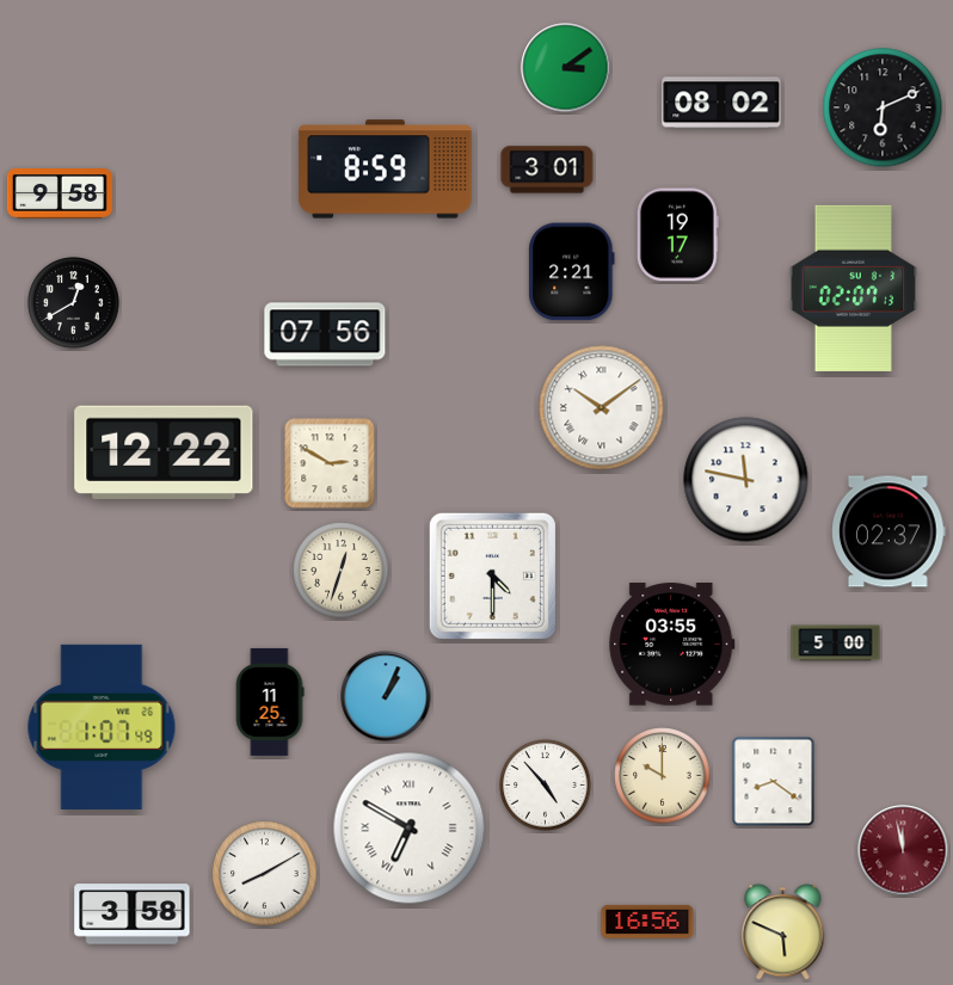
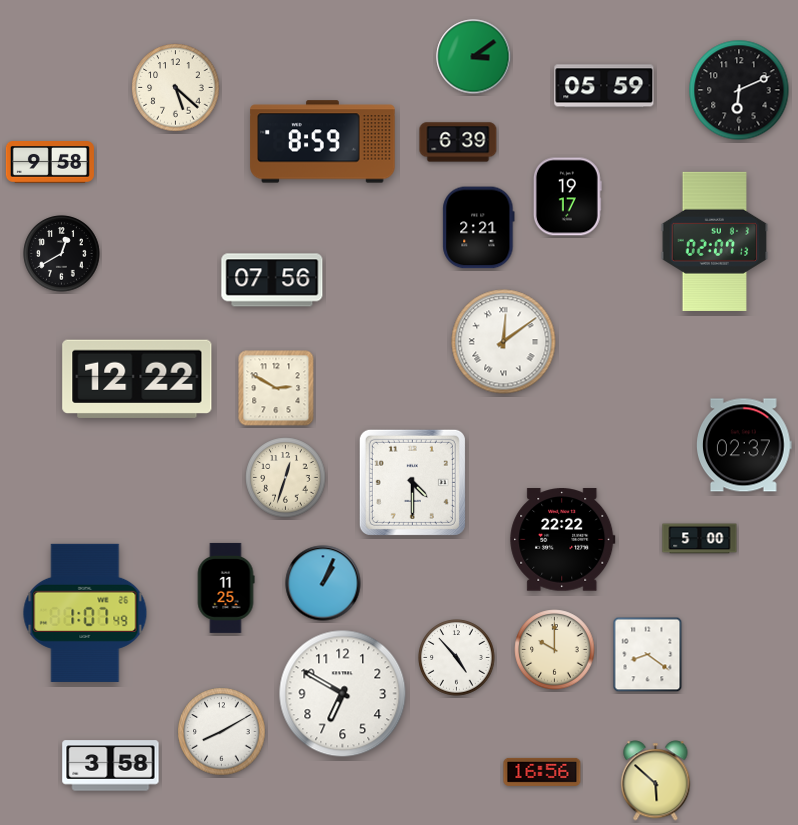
clock at (721, 103): 08:02 -> 05:59
clock at (176, 88): none -> 5:22
clock at (547, 170): 3:01 -> 6:39
clock at (602, 408): 10:09 -> 12:09
clock at (746, 480): 11:47 -> none
clock at (672, 645): 03:55 -> 22:22
clock at (102, 727) position: (102, 727) -> (85, 613)
clock at (410, 829) numerals: Roman -> Arabic
clock at (903, 850): 11:58 -> none
clock at (783, 932): 5:49 -> 5:52
